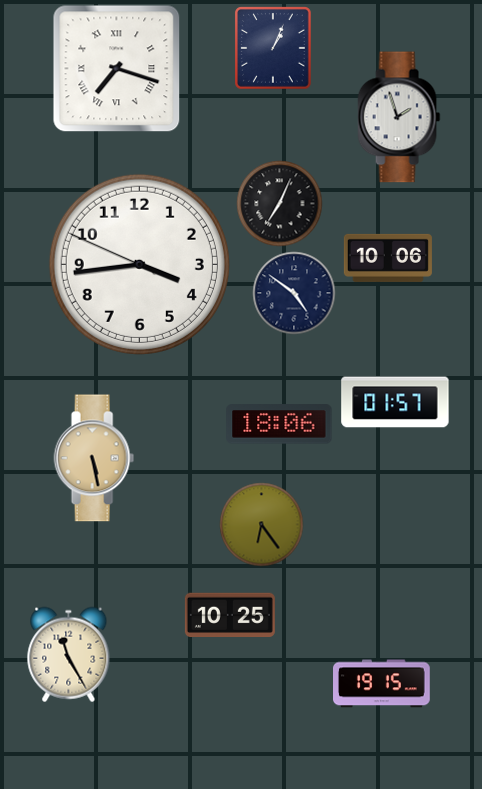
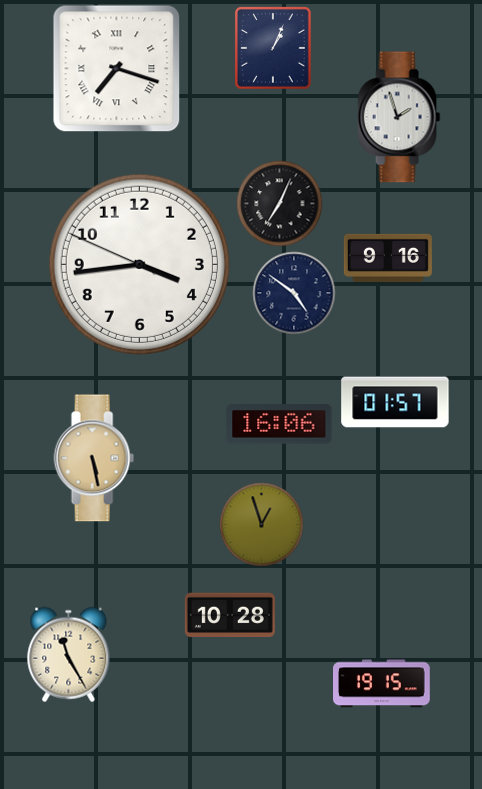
clock at (388, 258): 10:06 -> 9:16
clock at (279, 424): 18:06 -> 16:06
clock at (261, 524): 6:24 -> 12:57
clock at (230, 614): 10:25 -> 10:28
